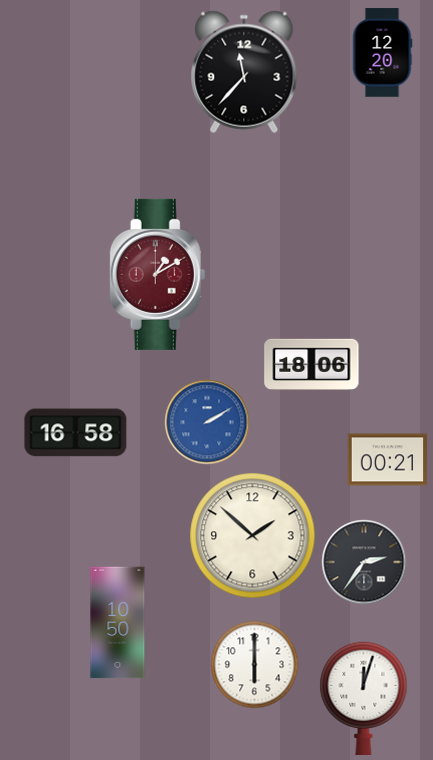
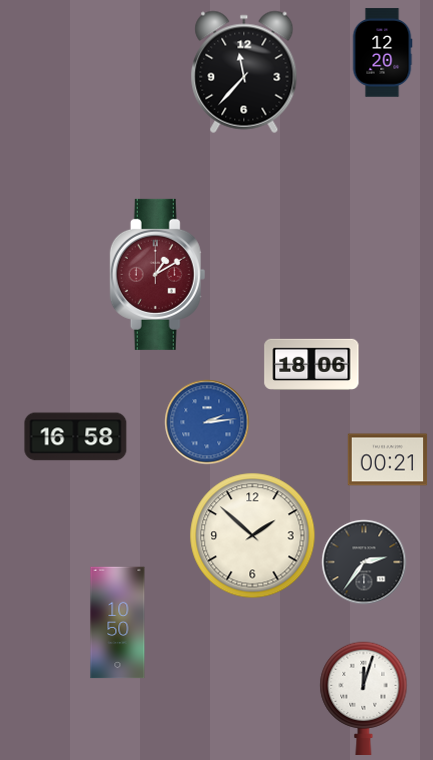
clock at (207, 422): 2:10 -> 2:14
clock at (76, 433) position: (76, 433) -> (76, 437)
clock at (255, 665): 6:00 -> none
